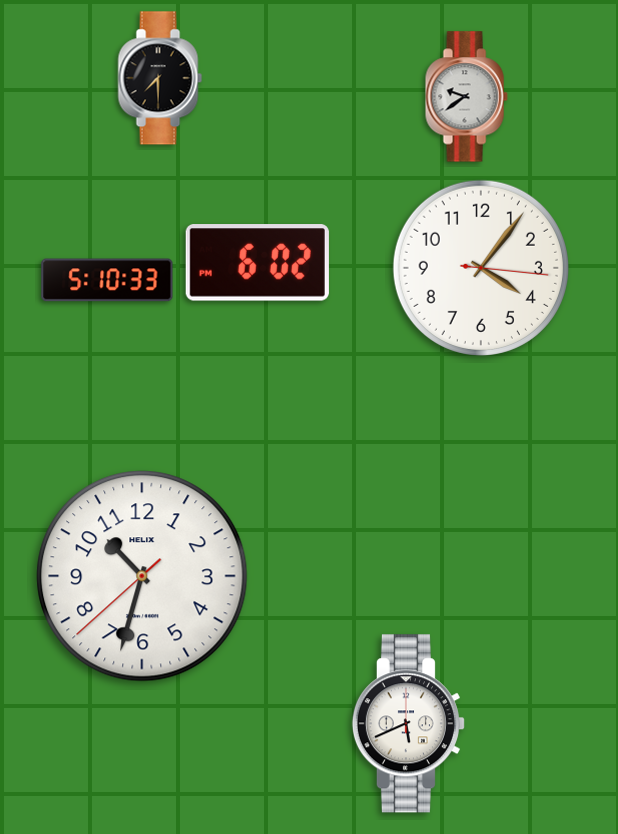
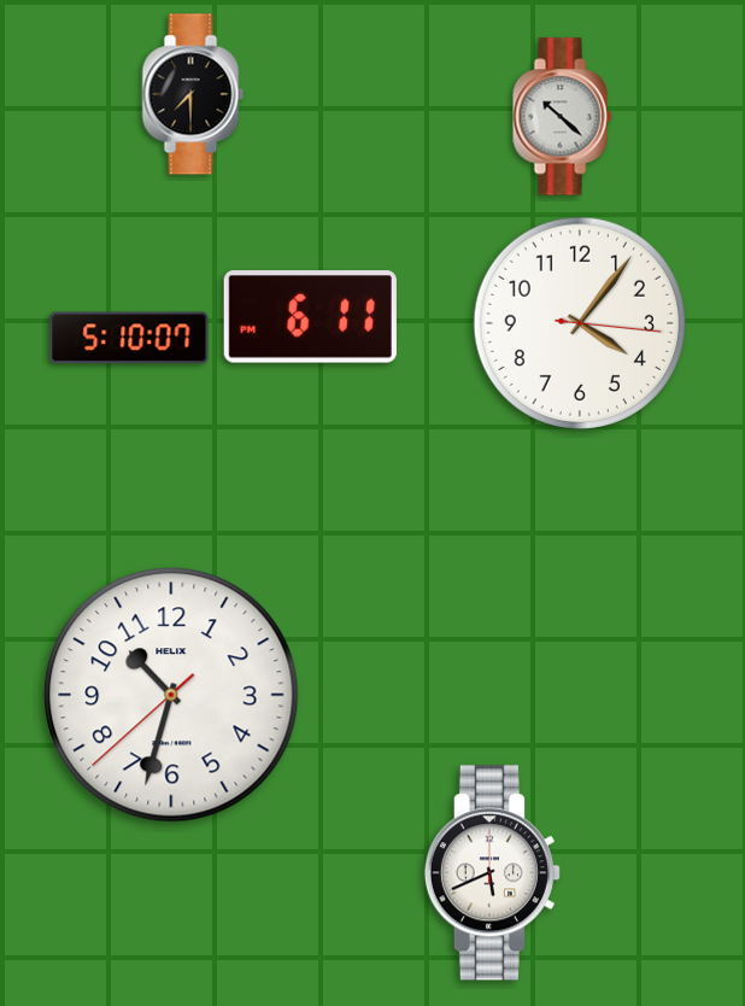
clock at (466, 97): 9:39 -> 10:22
clock at (257, 263): 6:02 -> 6:11
clock at (107, 280): 5:10:33 -> 5:10:07
